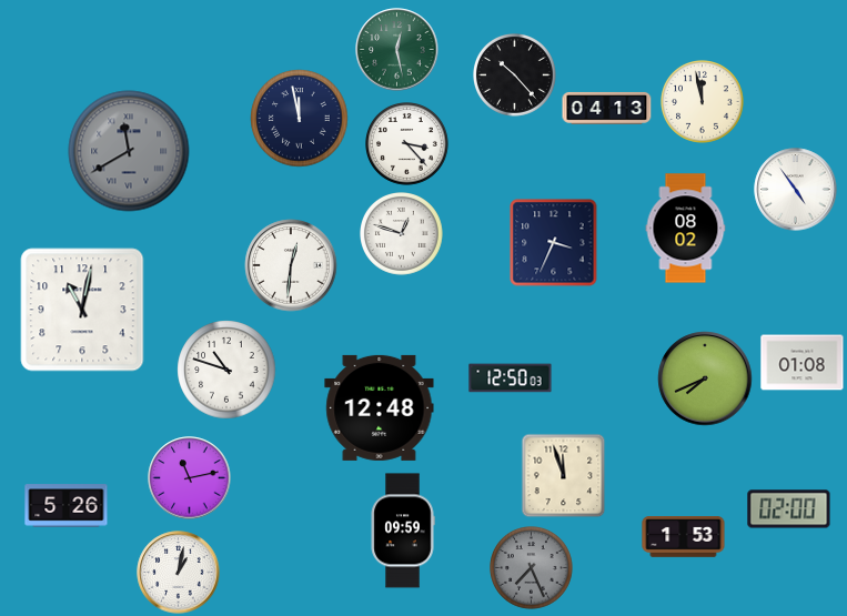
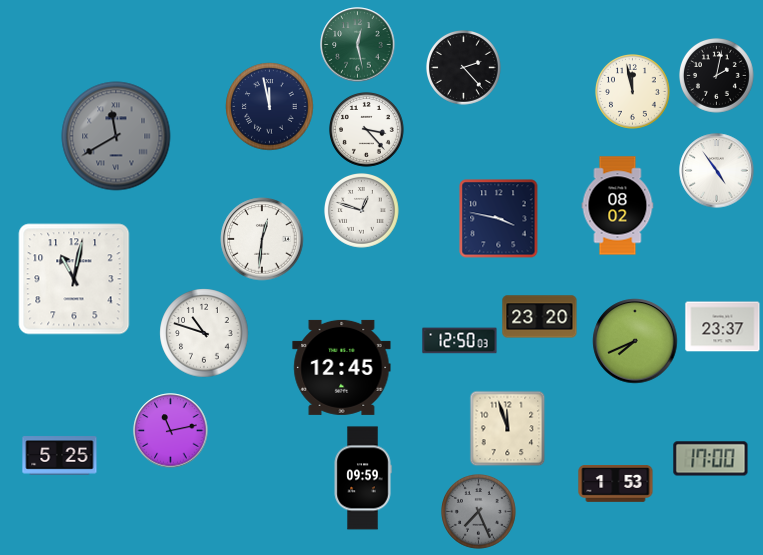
clock at (515, 75): 10:23 -> 2:23
clock at (717, 76): none -> 2:02
clock at (607, 108): 04:13 -> none
clock at (554, 243): 3:34 -> 3:47
clock at (540, 317): none -> 23:20
clock at (803, 363): 01:08 -> 23:37
clock at (380, 407): 12:48 -> 12:45
clock at (67, 506): 5:26 -> 5:25
clock at (789, 509): 02:00 -> 17:00
clock at (179, 573): 1:02 -> none
